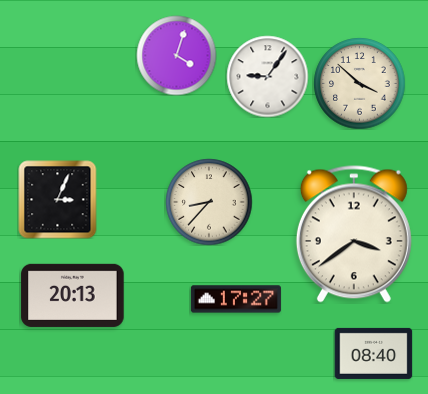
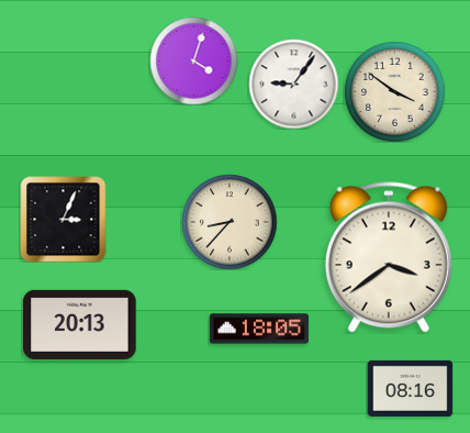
clock at (359, 83): 3:52 -> 3:51
clock at (236, 299): 17:27 -> 18:05
clock at (373, 353): 08:40 -> 08:16
